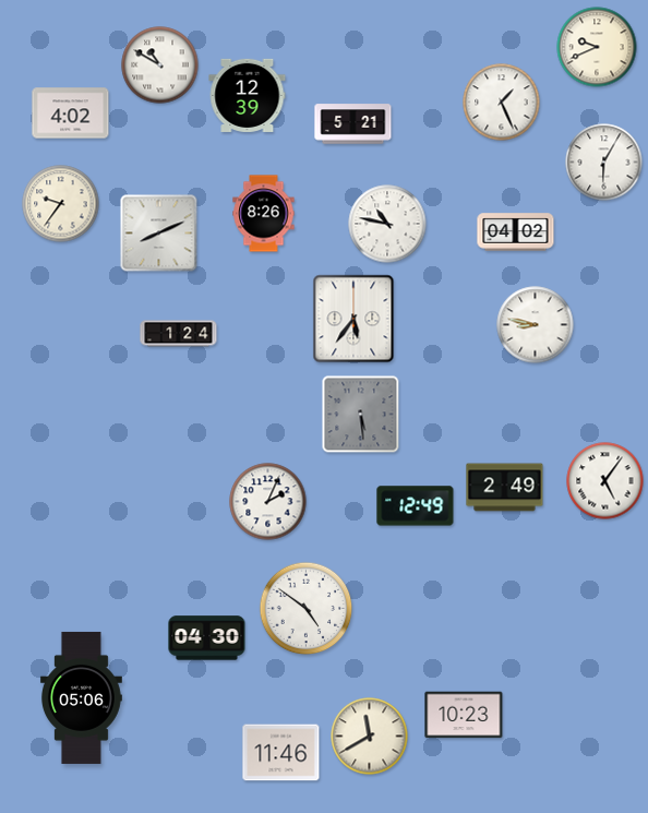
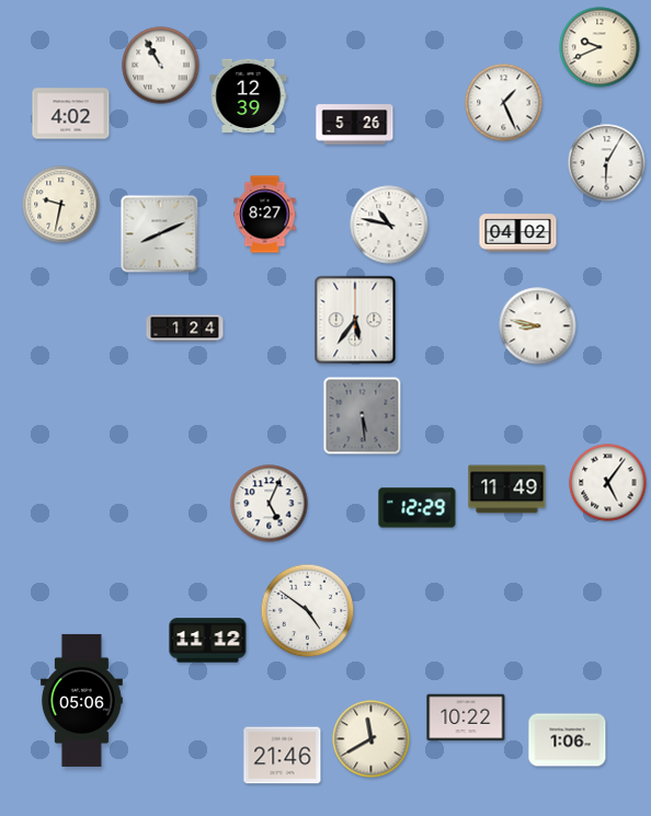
clock at (160, 65): 10:50 -> 10:55
clock at (353, 124): 5:21 -> 5:26
clock at (61, 204): 9:36 -> 9:32
clock at (264, 214): 8:26 -> 8:27
clock at (179, 334) position: (179, 334) -> (185, 329)
clock at (505, 488): 2:49 -> 11:49
clock at (268, 502): 2:04 -> 5:04
clock at (416, 506): 12:49 -> 12:29
clock at (207, 638): 04:30 -> 11:12
clock at (464, 715): 10:23 -> 10:22
clock at (568, 740): none -> 1:06
clock at (281, 753): 11:46 -> 21:46
